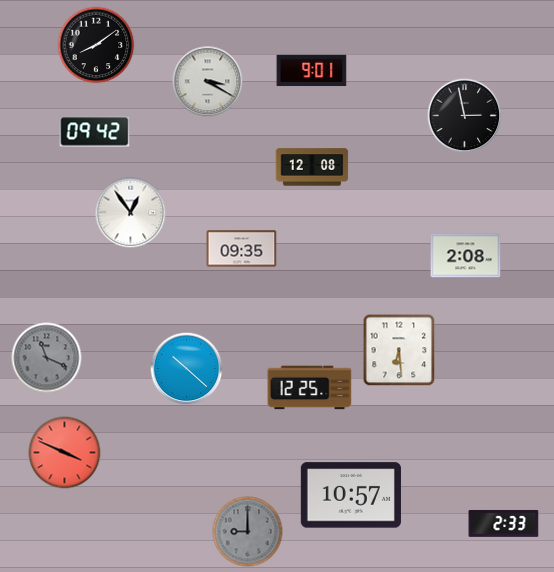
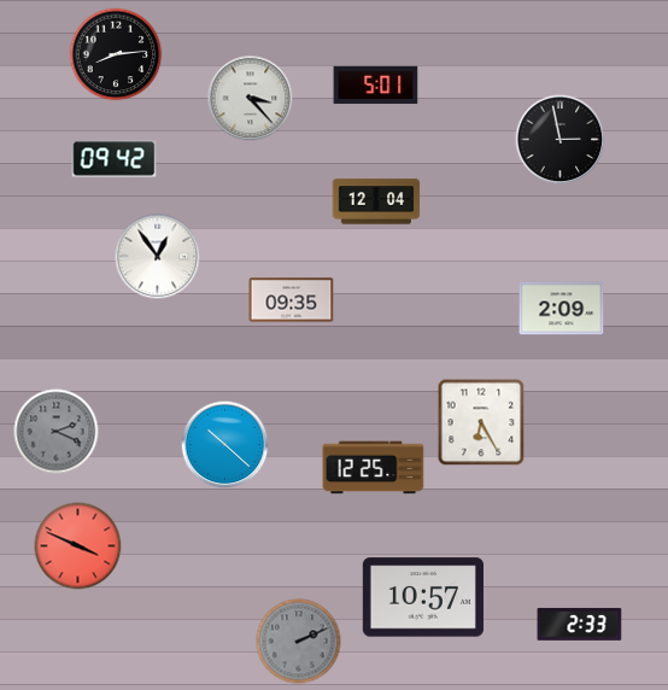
clock at (96, 45): 8:09 -> 8:14
clock at (312, 71): 9:01 -> 5:01
clock at (208, 82): 3:20 -> 3:23
clock at (312, 167): 12:08 -> 12:04
clock at (466, 256): 2:08 -> 2:09
clock at (399, 350): 6:29 -> 6:25
clock at (47, 358): 11:19 -> 2:19
clock at (504, 523) position: (504, 523) -> (580, 624)
clock at (248, 532): 9:00 -> 2:11
